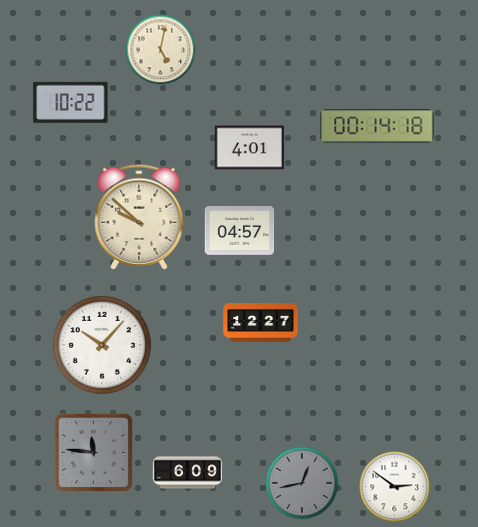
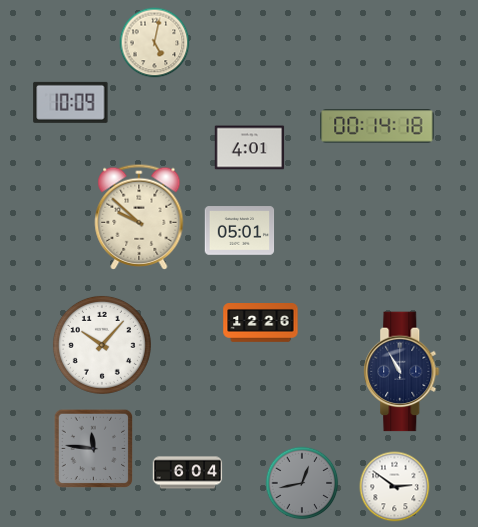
clock at (161, 50) position: (161, 50) -> (155, 43)
clock at (71, 102): 10:22 -> 10:09
clock at (240, 231): 04:57 -> 05:01
clock at (261, 323): 12:27 -> 12:26
clock at (402, 372): none -> 10:55
clock at (94, 453) position: (94, 453) -> (94, 449)
clock at (188, 473): 6:09 -> 6:04
